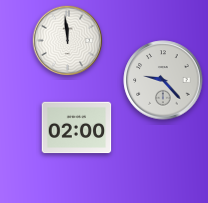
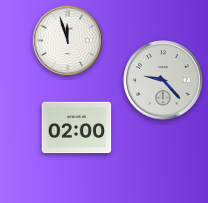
clock at (68, 41): 11:59 -> 11:57
